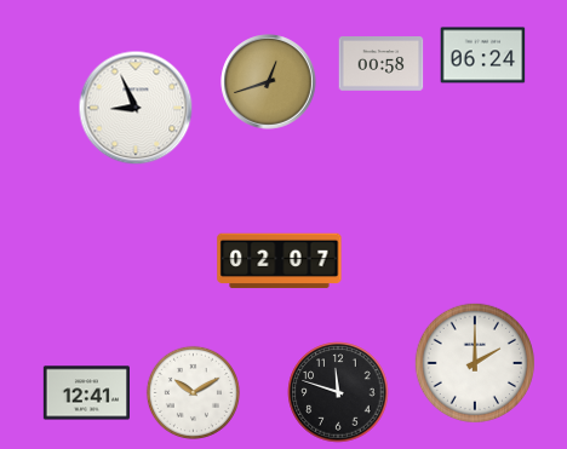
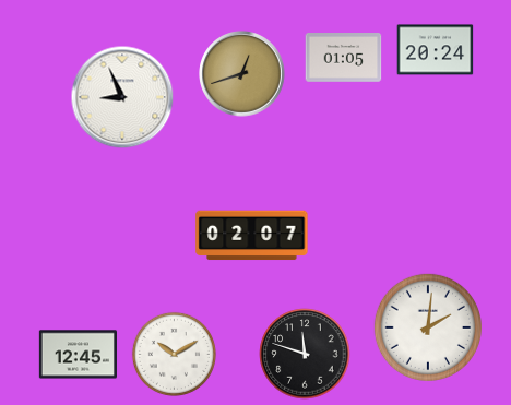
clock at (483, 56): 06:24 -> 20:24
clock at (382, 64): 00:58 -> 01:05
clock at (475, 363): 2:00 -> 2:01
clock at (86, 393): 12:41 -> 12:45
